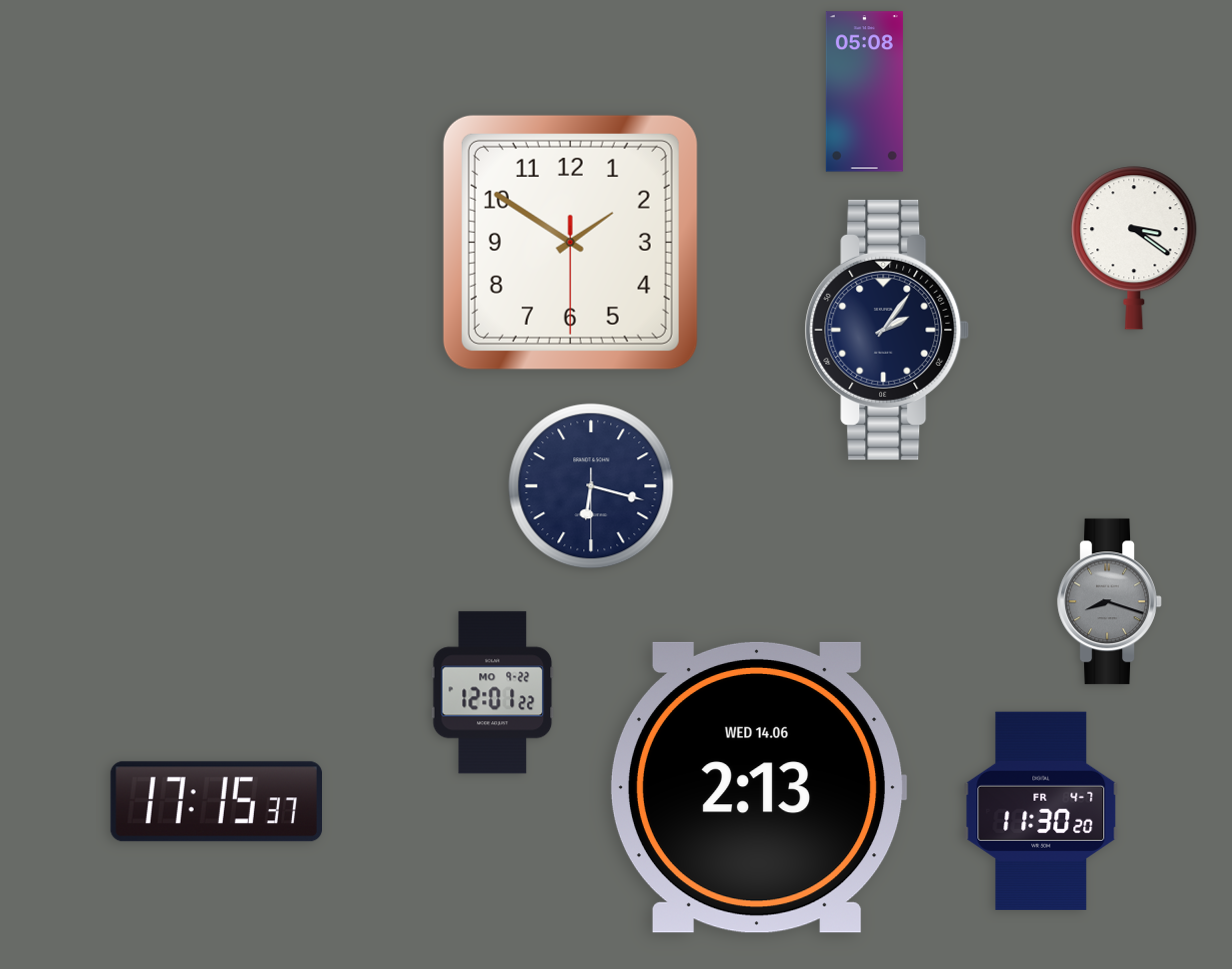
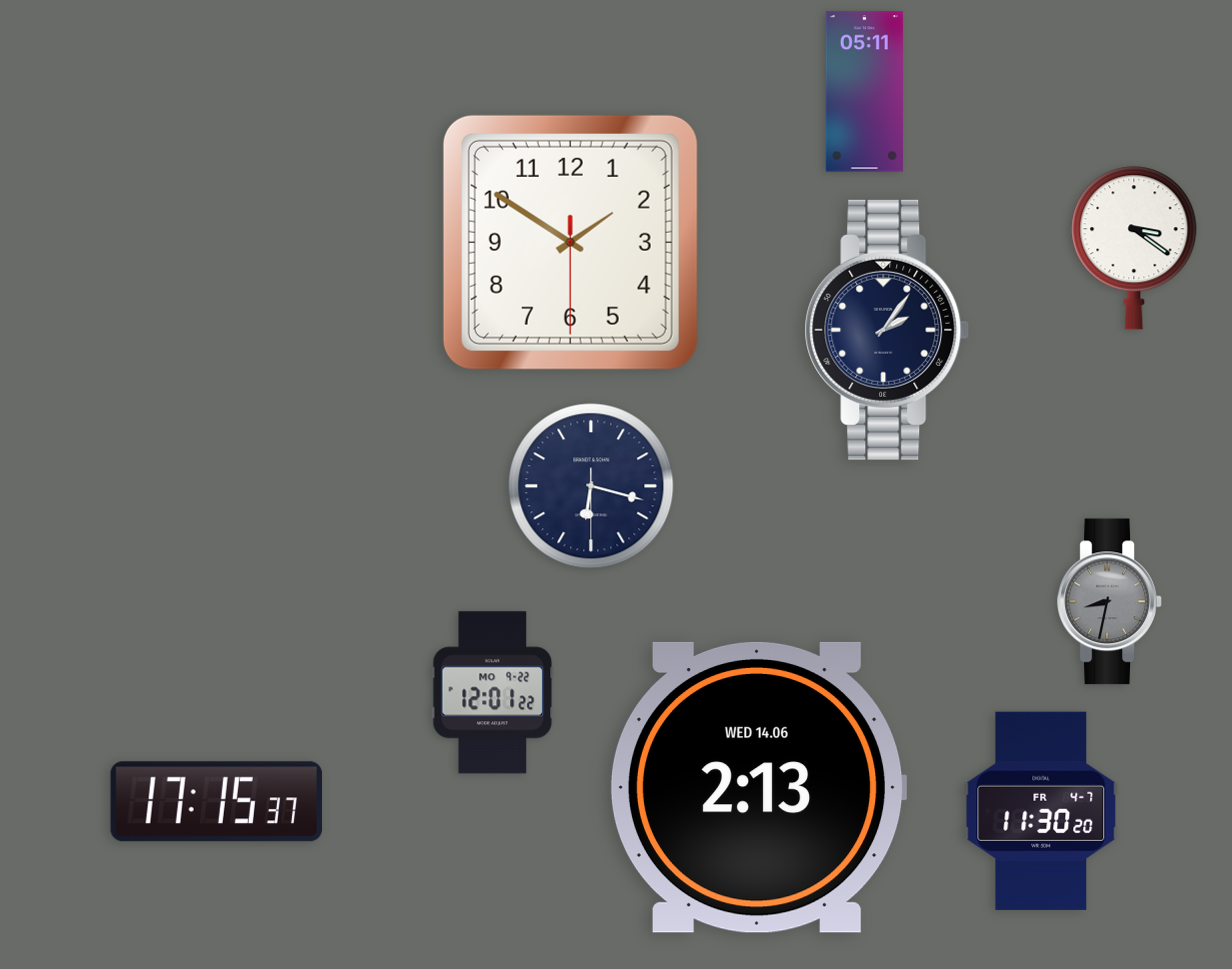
clock at (864, 92): 05:08 -> 05:11
clock at (1110, 602): 8:18 -> 8:32
